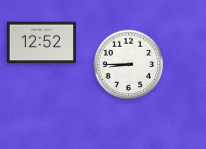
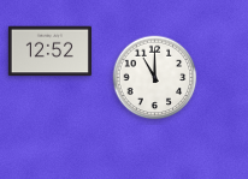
clock at (129, 65): 8:45 -> 11:00
